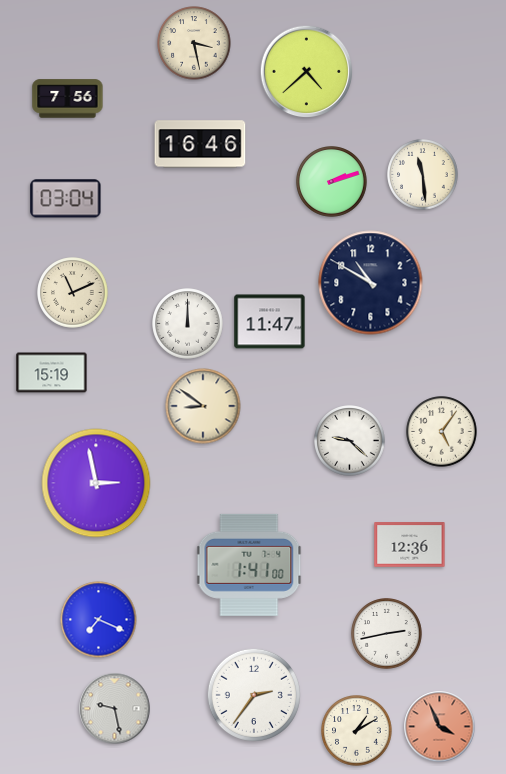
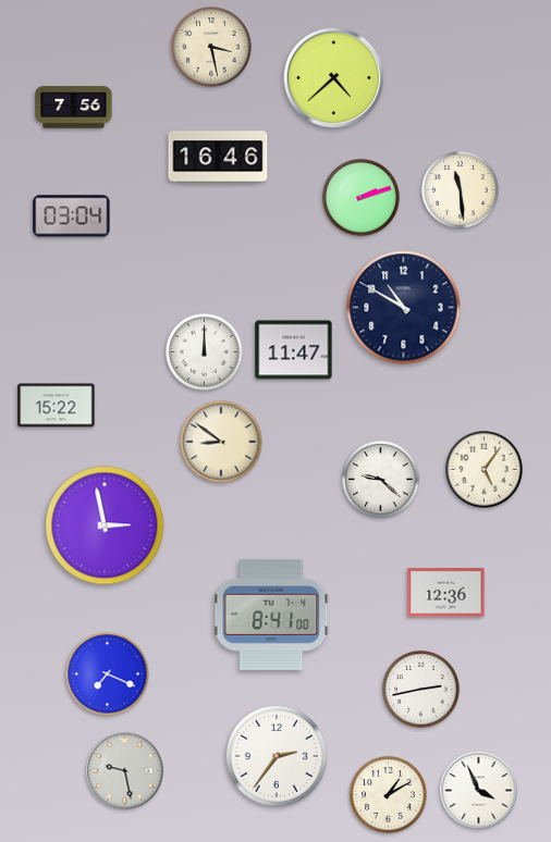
clock at (73, 293): 11:11 -> none
clock at (52, 373): 15:19 -> 15:22
clock at (442, 432) position: (442, 432) -> (485, 470)
clock at (249, 565): 1:41 -> 8:41
clock at (440, 727) dial: salmon -> white
